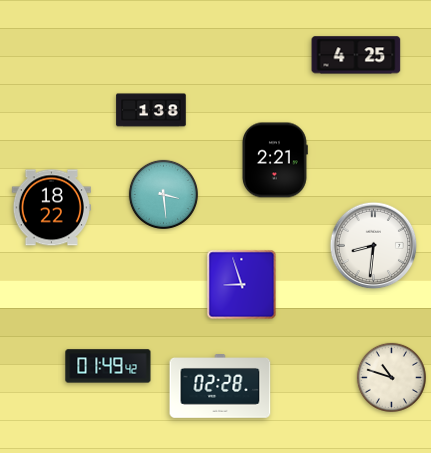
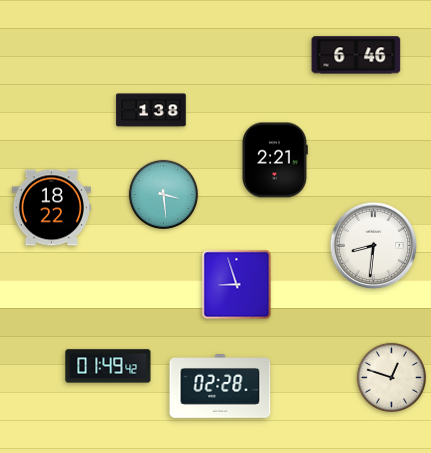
clock at (356, 55): 4:25 -> 6:46
clock at (242, 285) position: (242, 285) -> (237, 285)
clock at (391, 377): 10:48 -> 12:48
